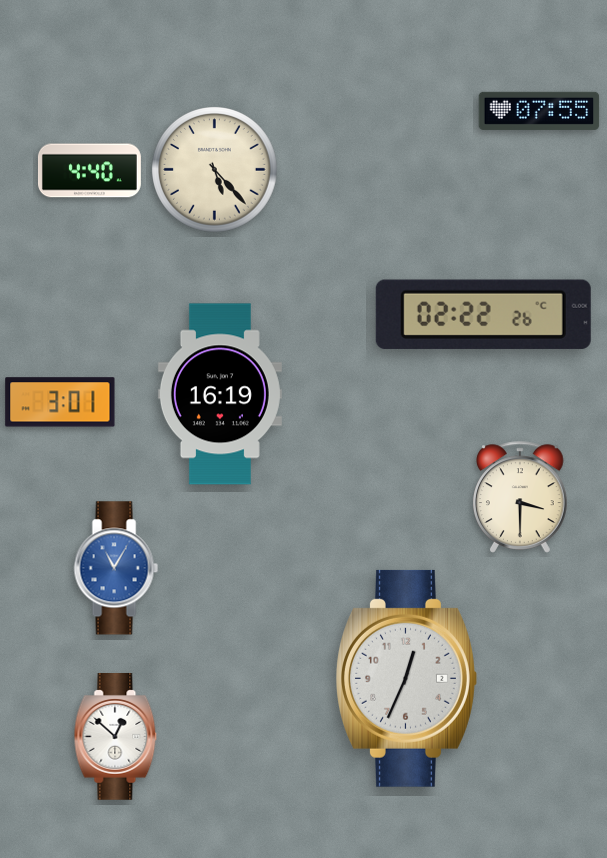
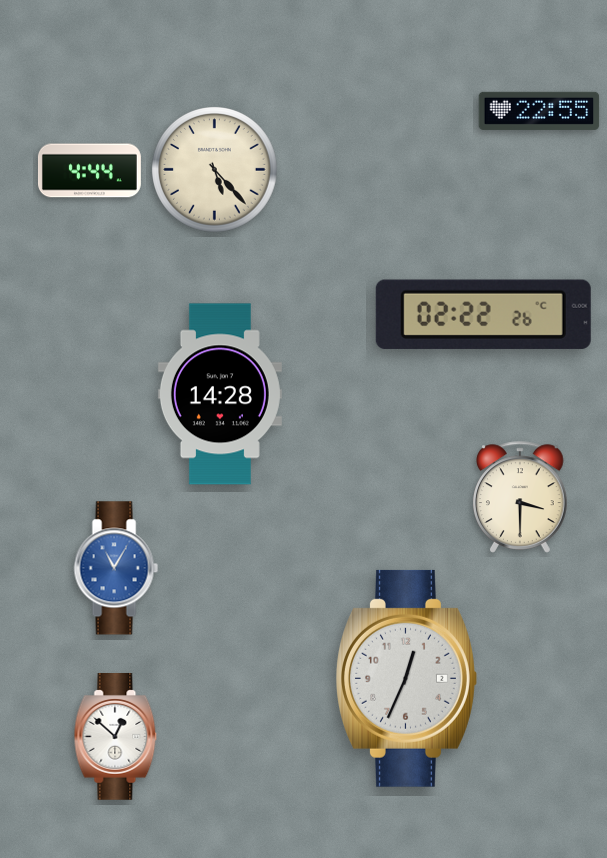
clock at (539, 111): 07:55 -> 22:55
clock at (89, 171): 4:40 -> 4:44
clock at (220, 394): 16:19 -> 14:28
clock at (60, 402): 3:01 -> none
